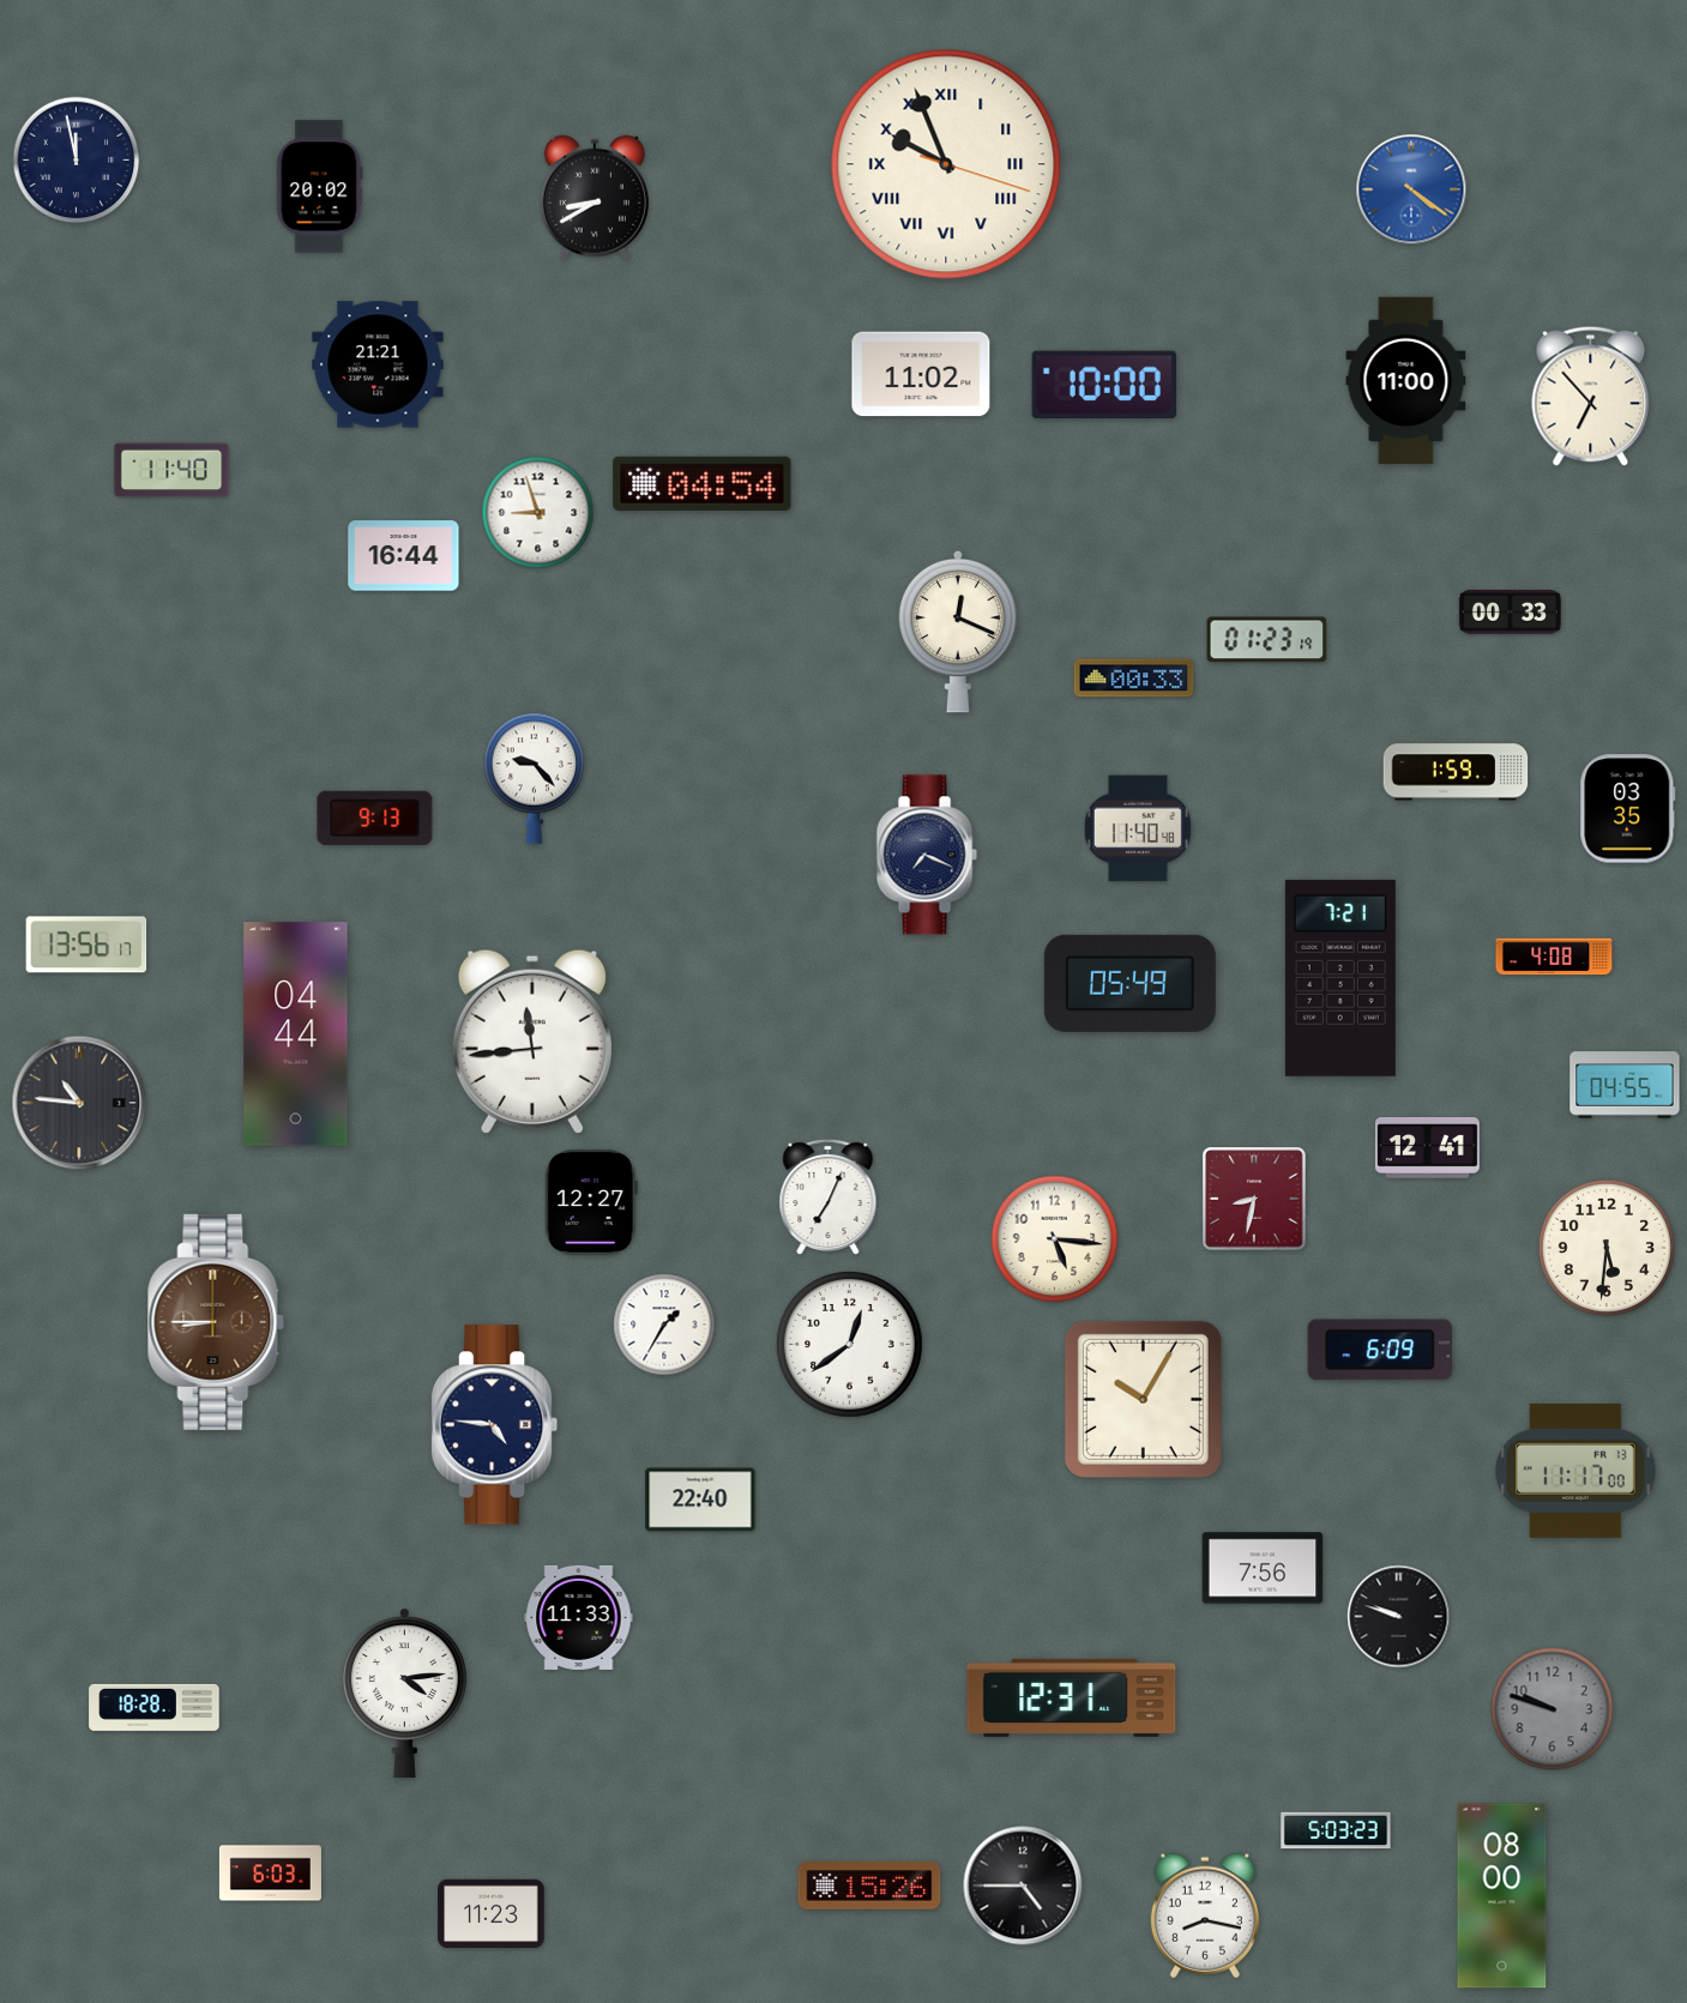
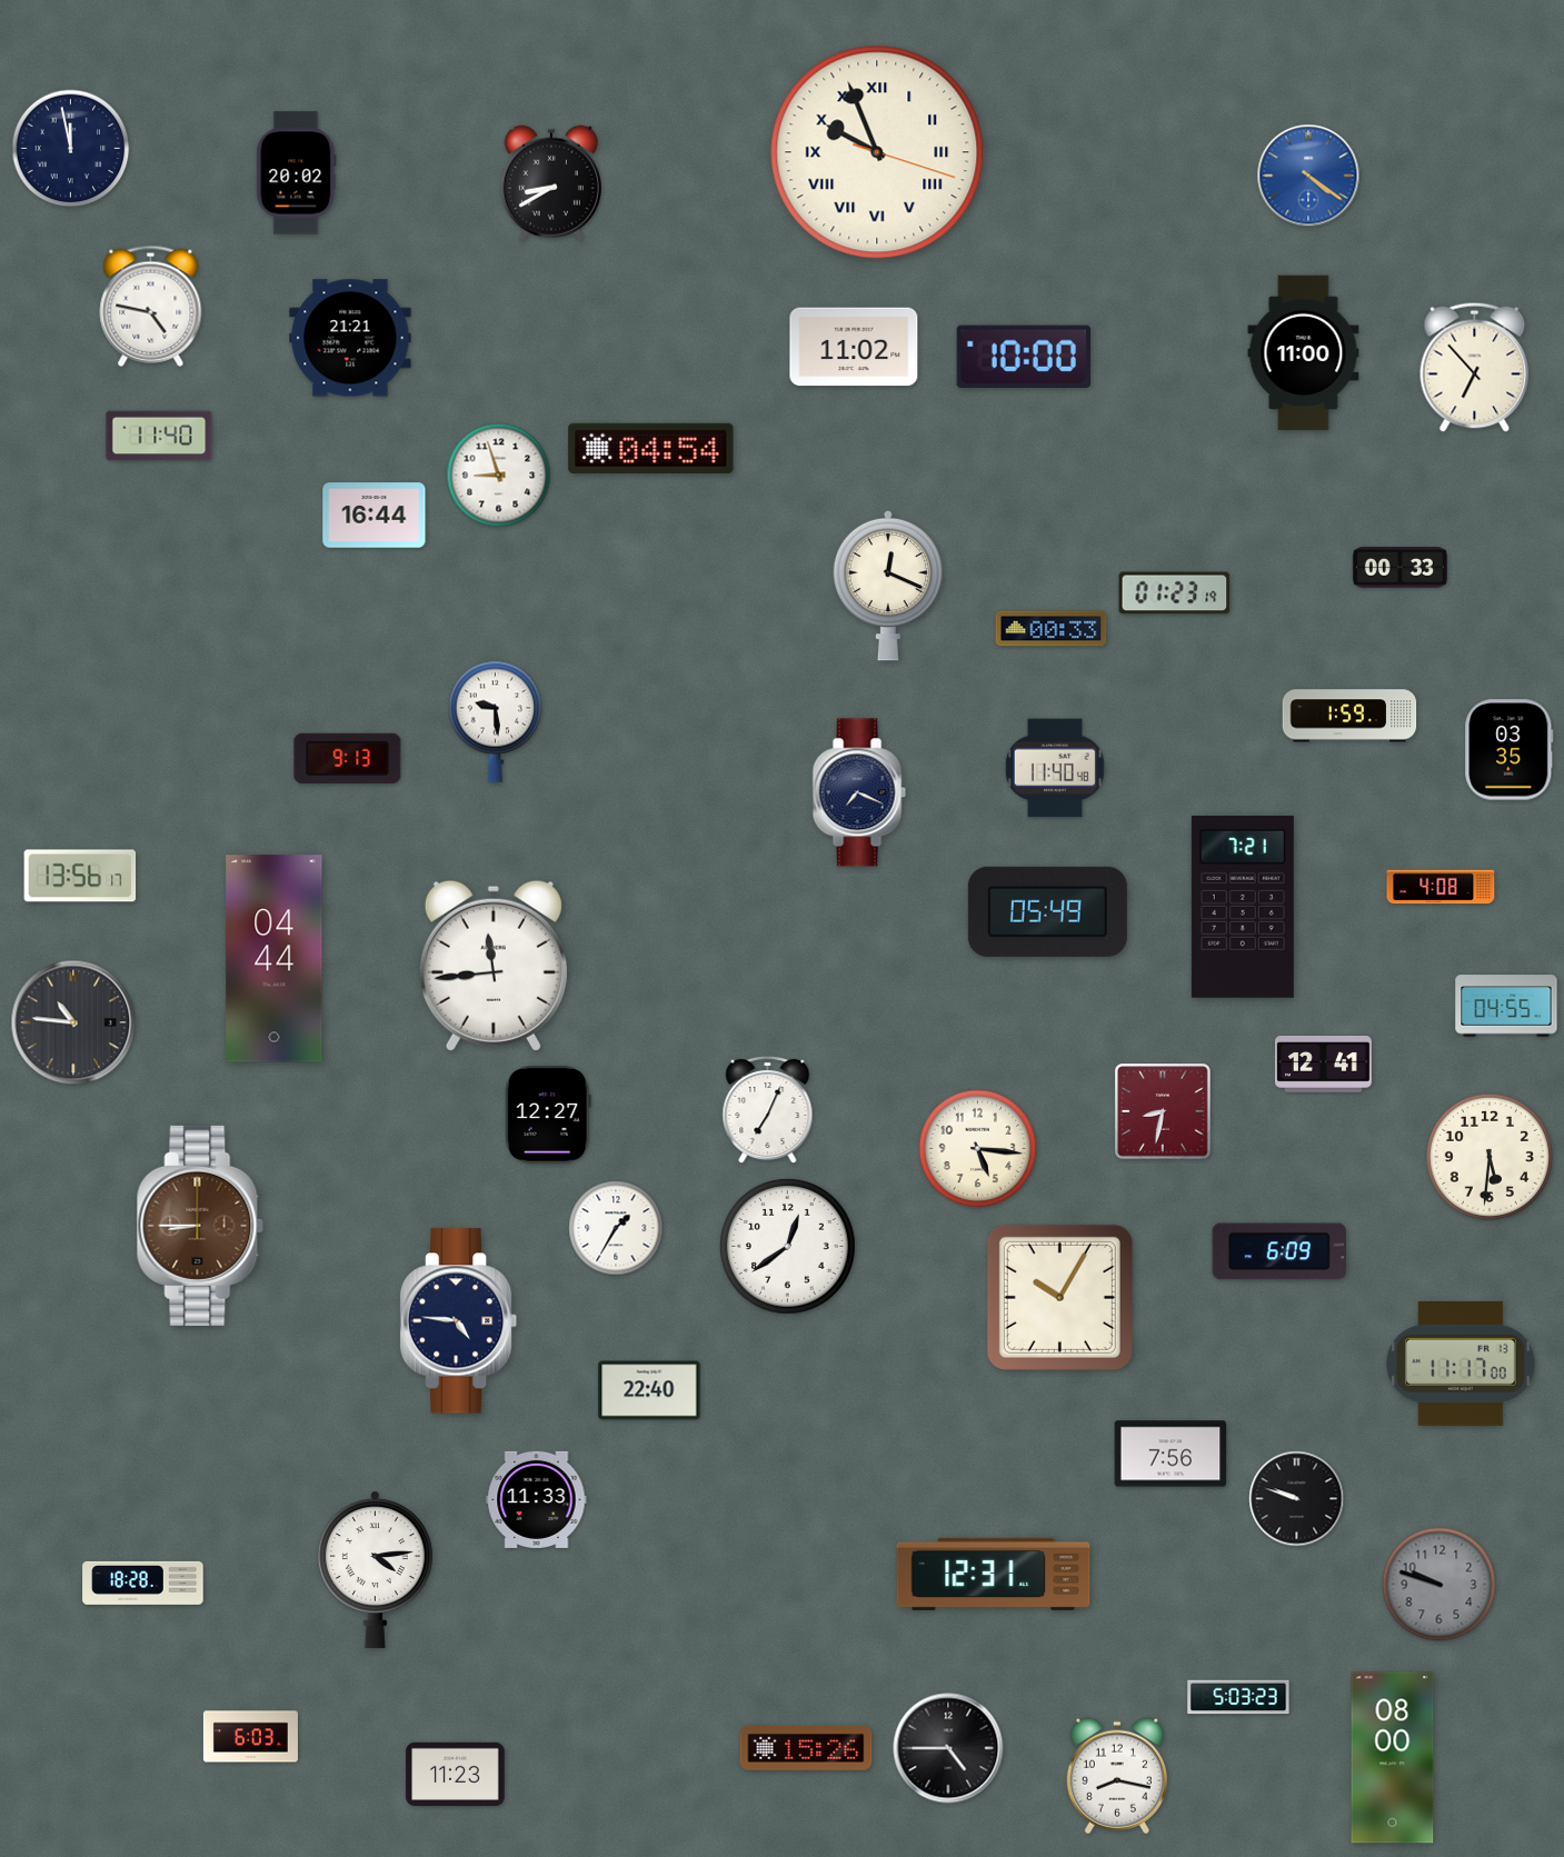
clock at (151, 306): none -> 4:47
clock at (535, 778): 9:23 -> 9:29
